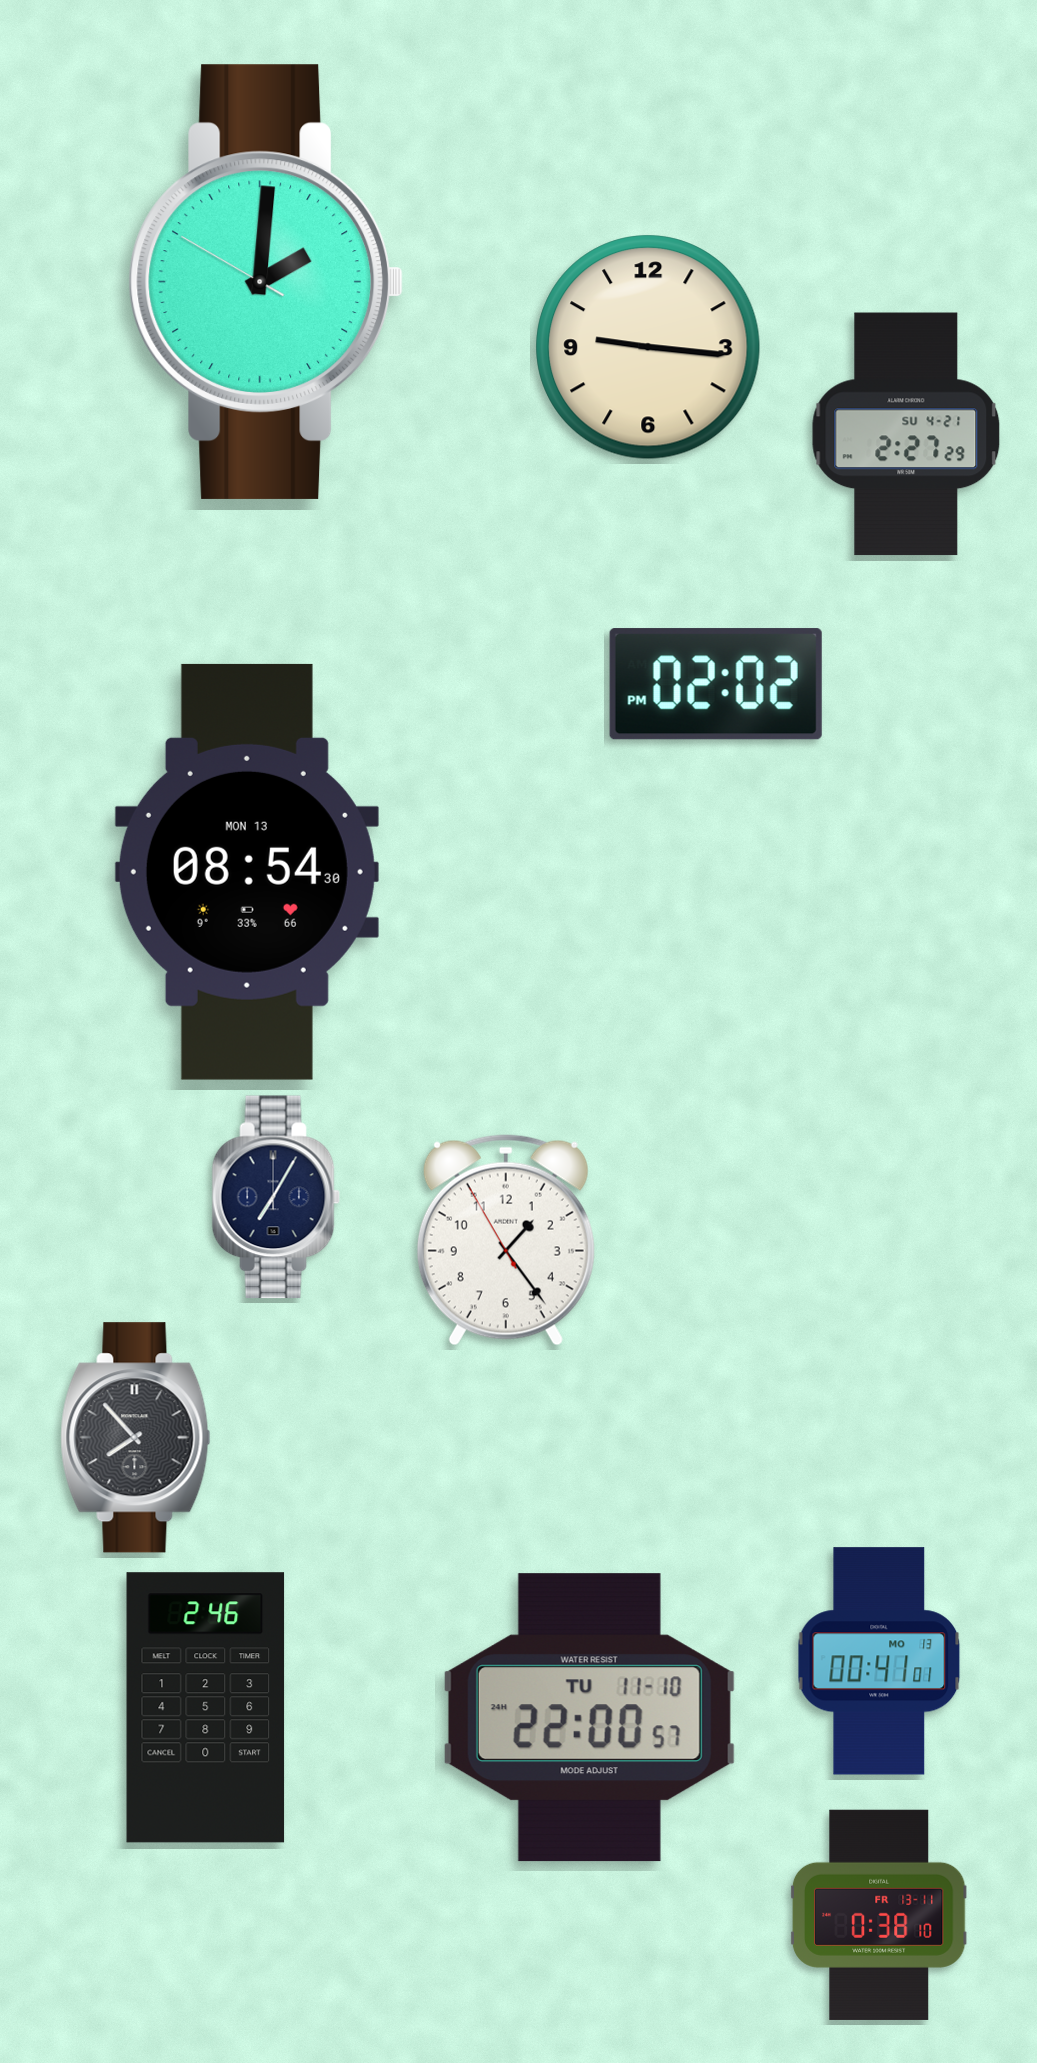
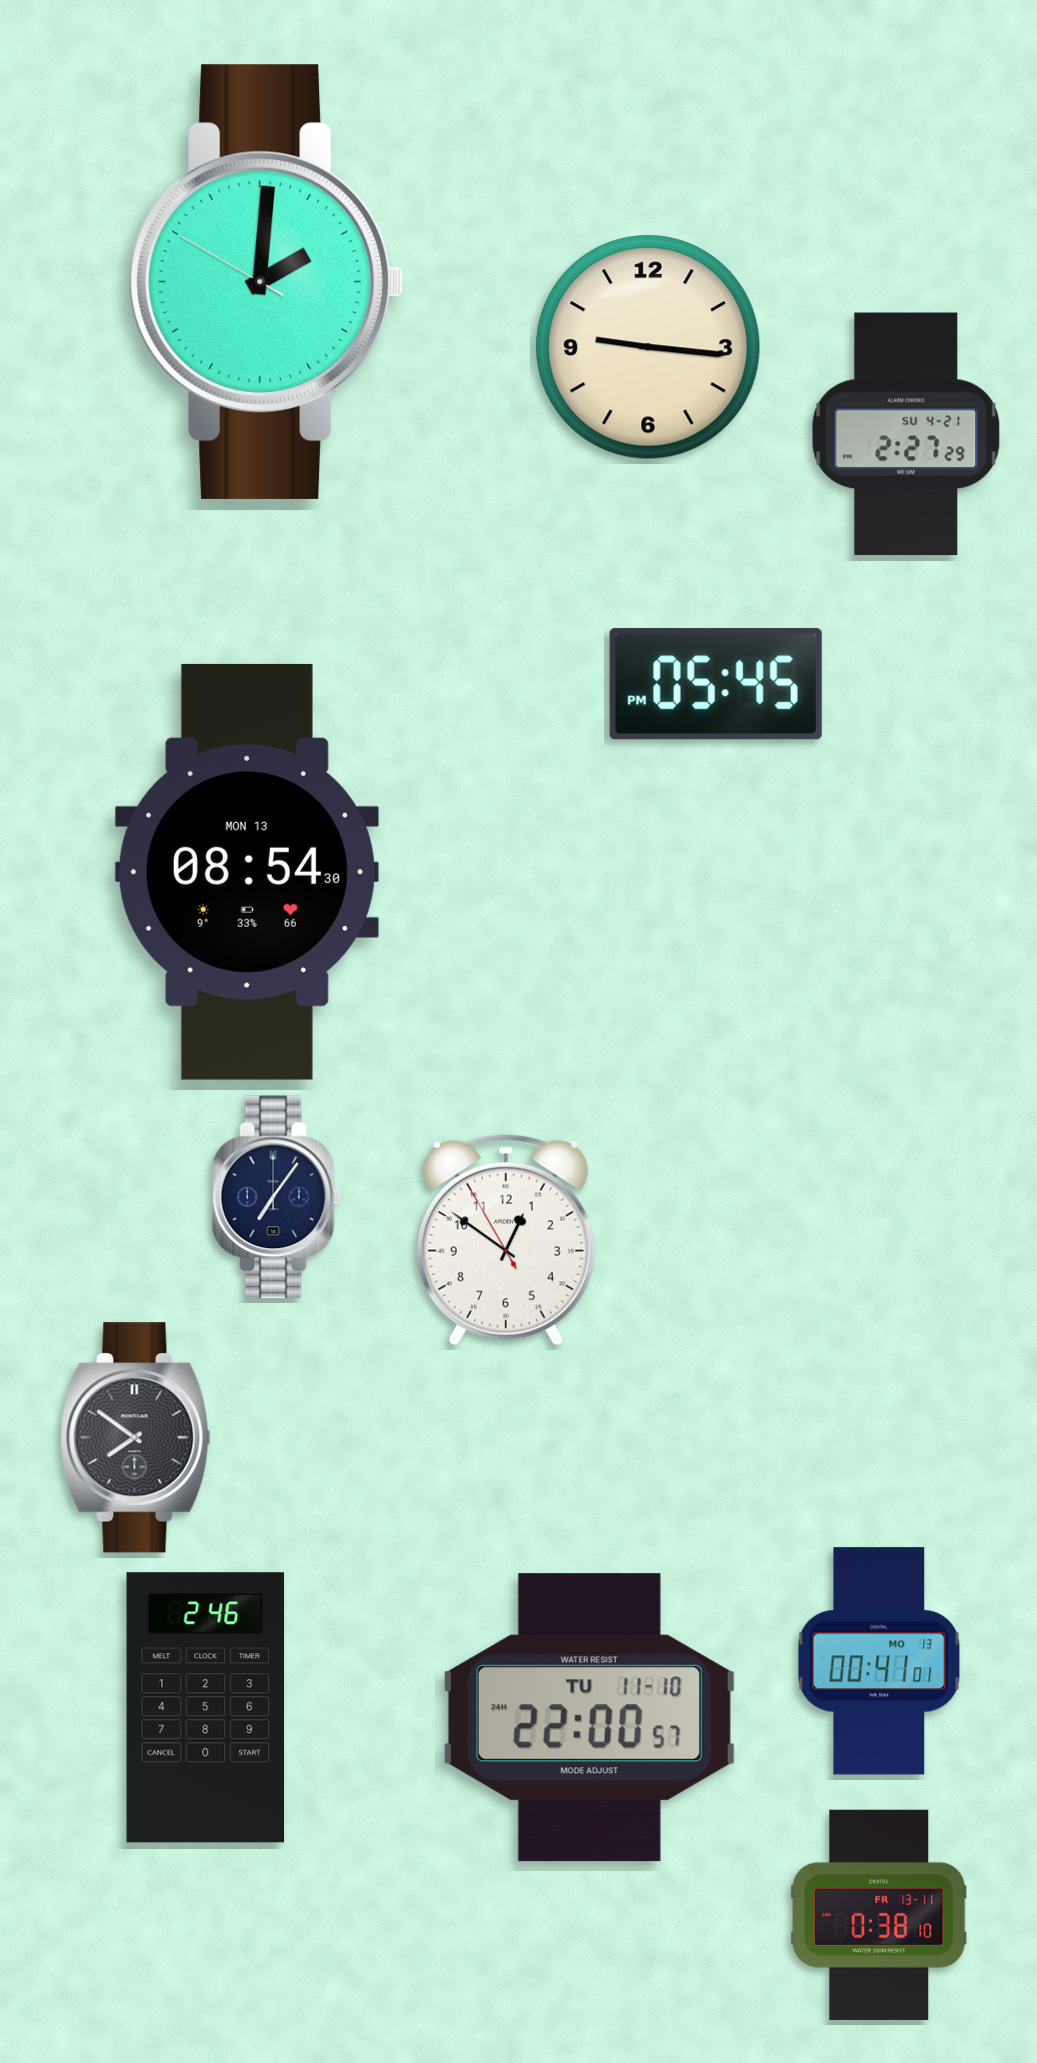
clock at (716, 684): 02:02 -> 05:45
clock at (276, 1197): 7:05 -> 7:06
clock at (506, 1240): 1:23 -> 12:50
clock at (136, 1438): 7:53 -> 7:51
